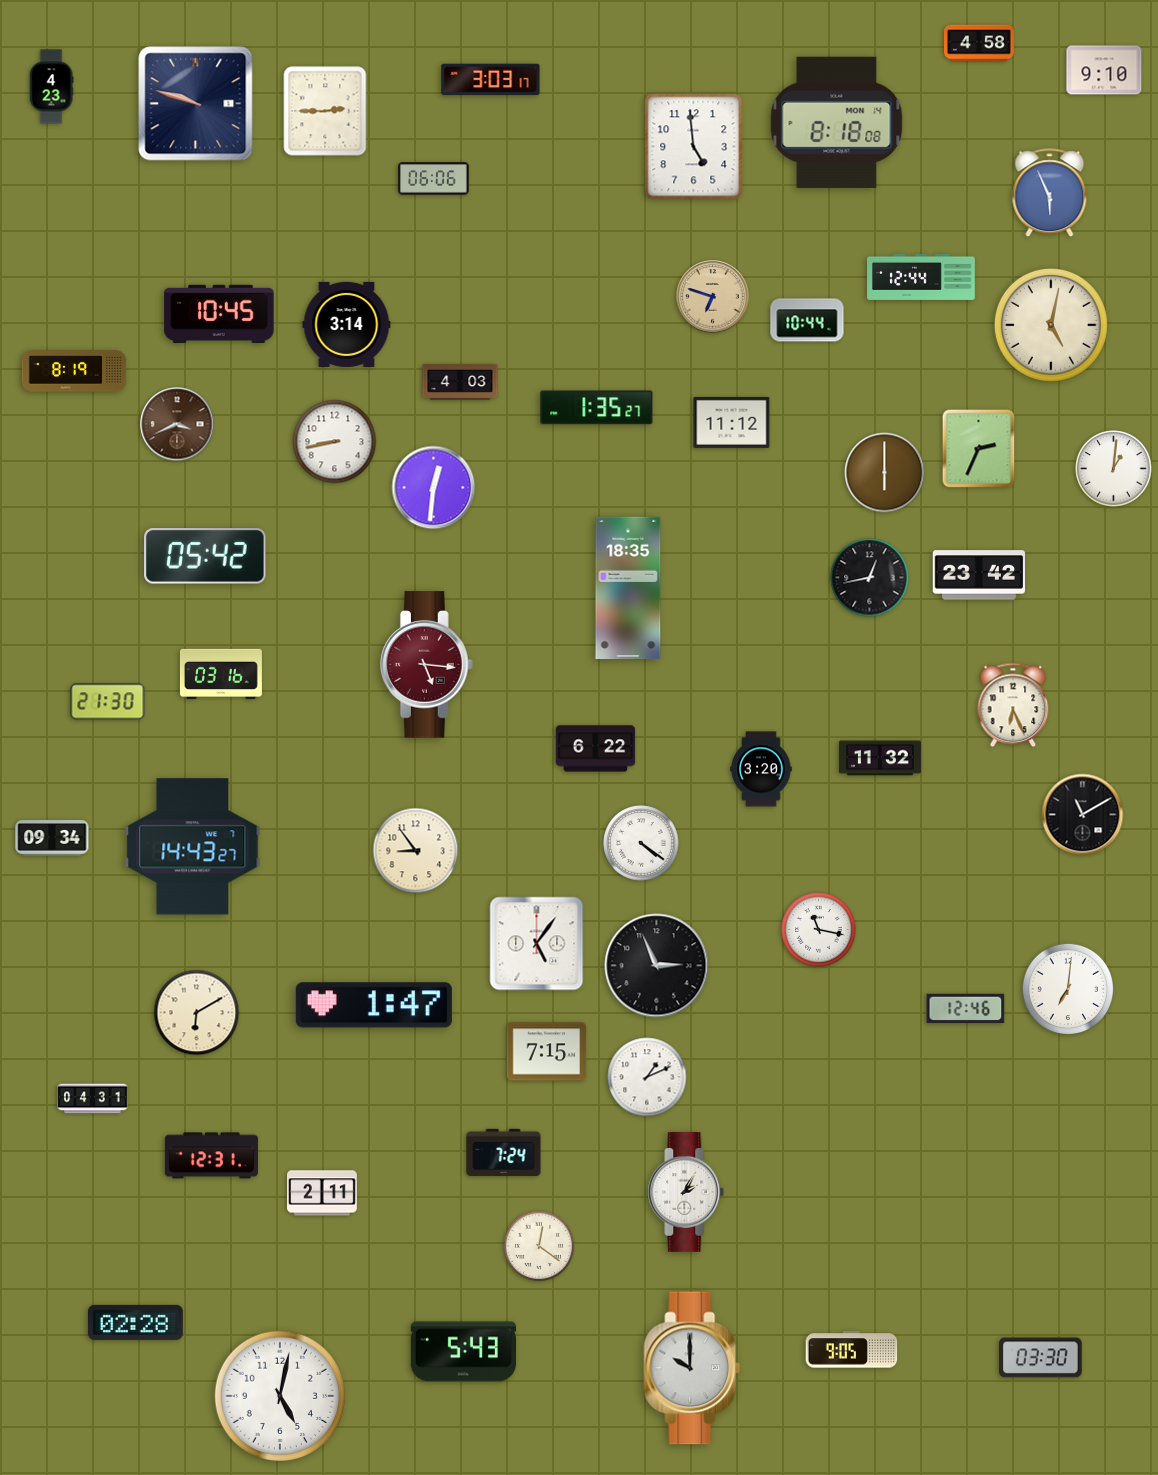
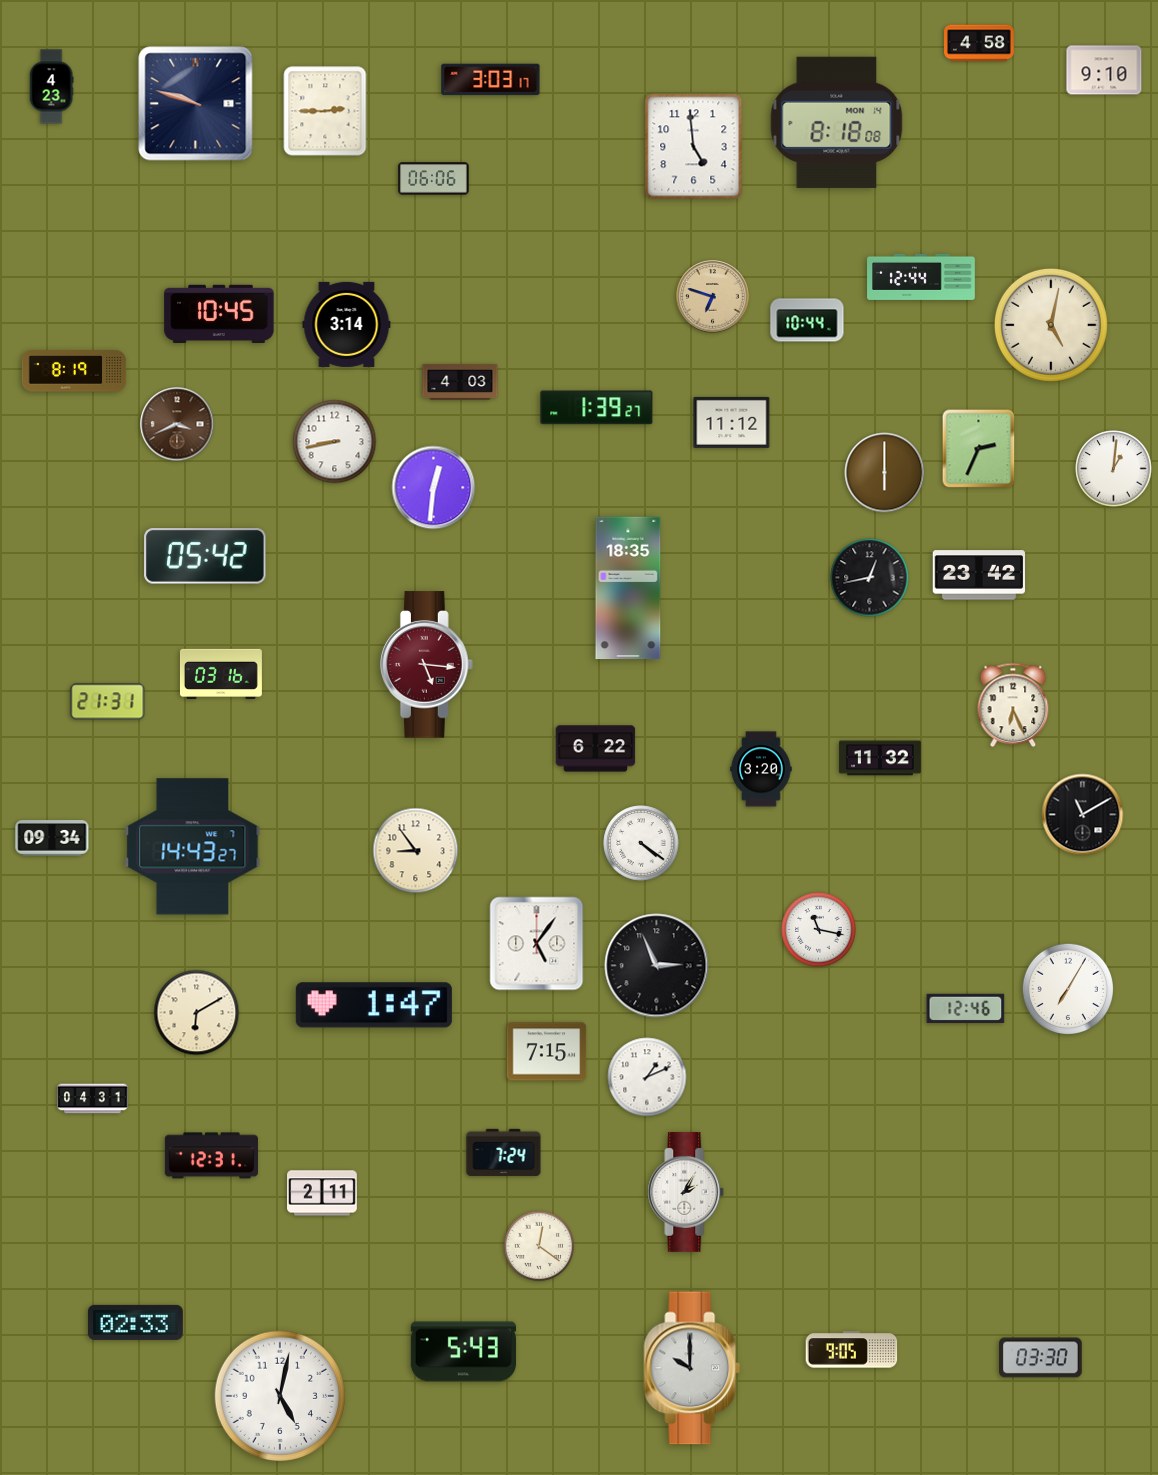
clock at (1050, 193): 5:56 -> none
clock at (597, 408): 1:35 -> 1:39
clock at (108, 702): 21:30 -> 21:31
clock at (1067, 988): 7:01 -> 7:05
clock at (135, 1322): 02:28 -> 02:33
